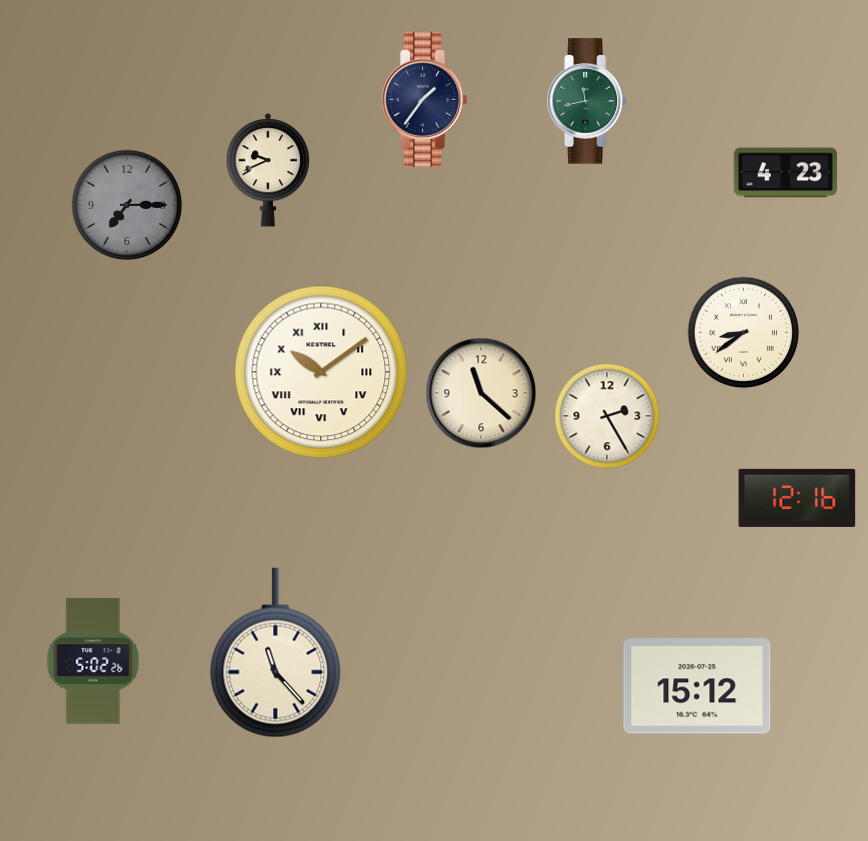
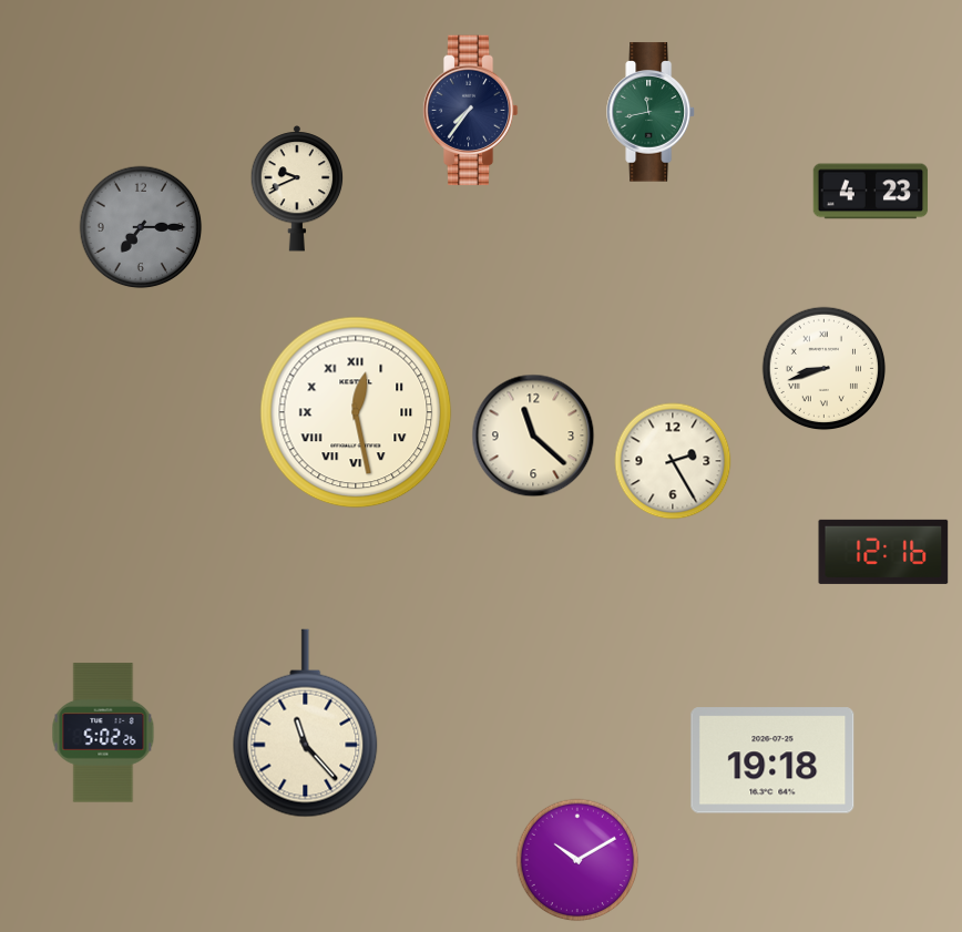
clock at (424, 100): 1:36 -> 7:36
clock at (744, 333): 8:39 -> 8:42
clock at (321, 372): 10:09 -> 12:28
clock at (697, 686): 15:12 -> 19:18
clock at (577, 860): none -> 10:10
